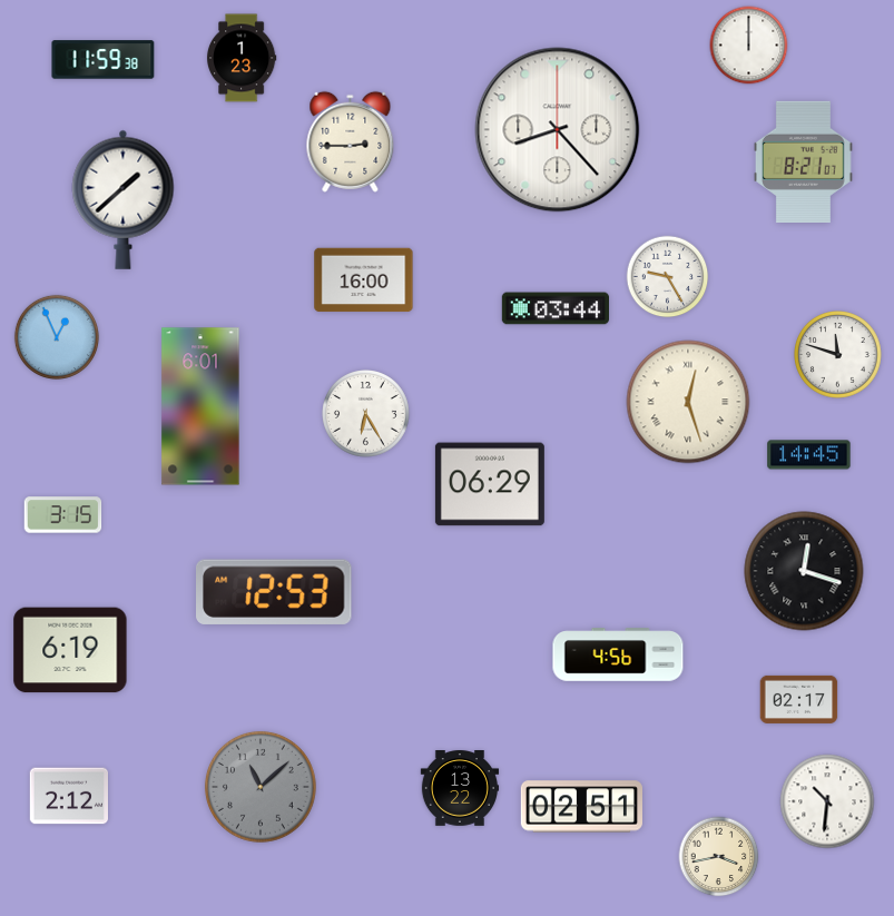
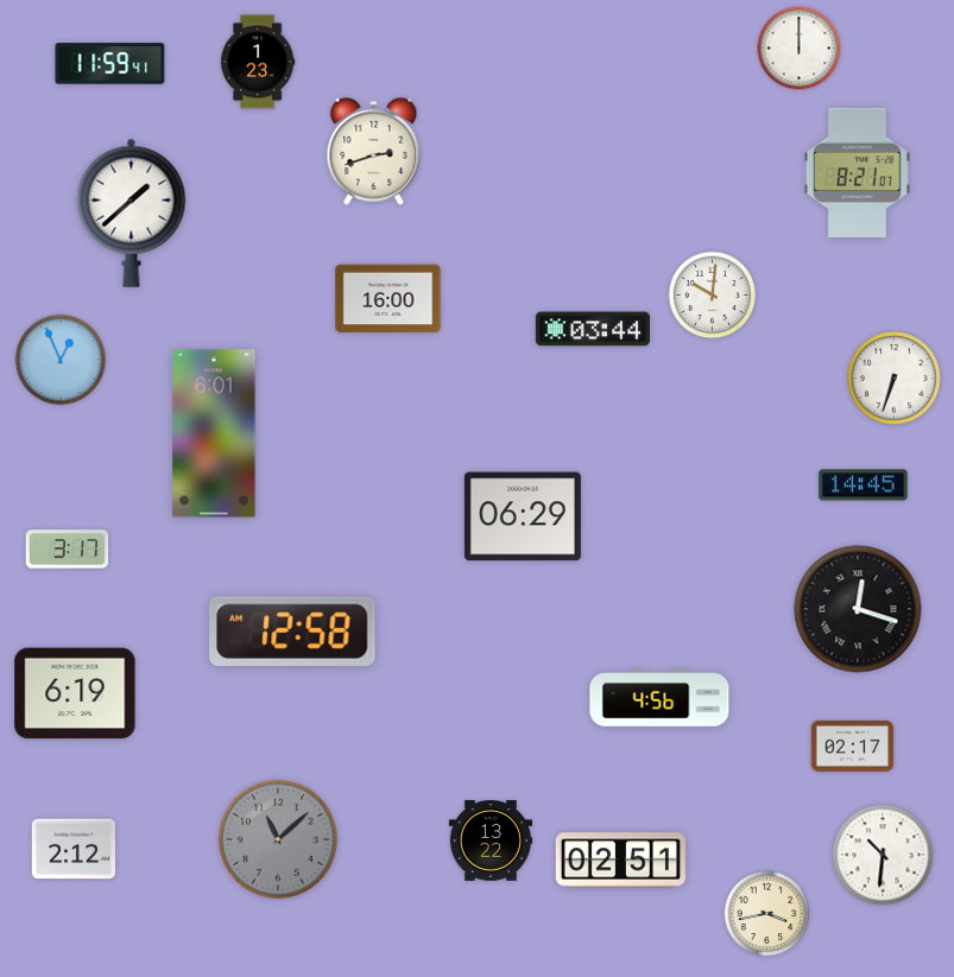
clock at (104, 60): 11:59:38 -> 11:59:41
clock at (558, 130): 8:23 -> none
clock at (351, 141): 2:45 -> 2:42
clock at (668, 277): 9:25 -> 10:01
clock at (838, 355): 11:48 -> 6:33
clock at (688, 402): 12:27 -> none
clock at (366, 414): 6:25 -> none
clock at (63, 515): 3:15 -> 3:17
clock at (275, 592): 12:53 -> 12:58
